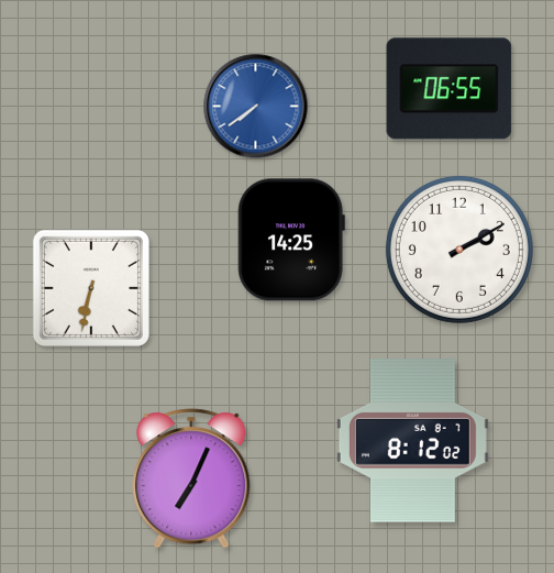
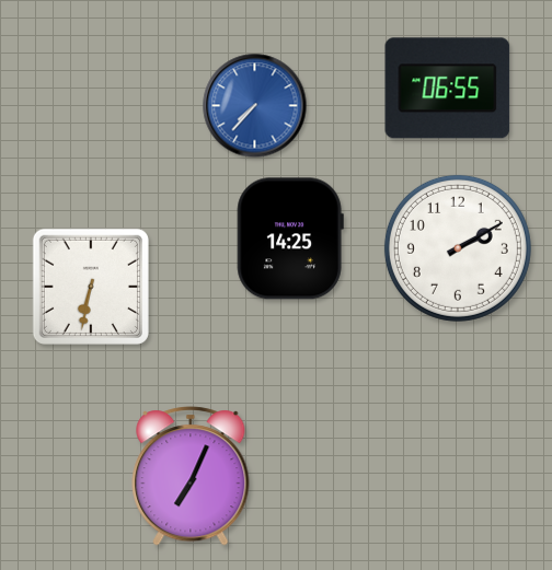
clock at (256, 107): 7:39 -> 7:37
clock at (412, 441): 8:12 -> none
